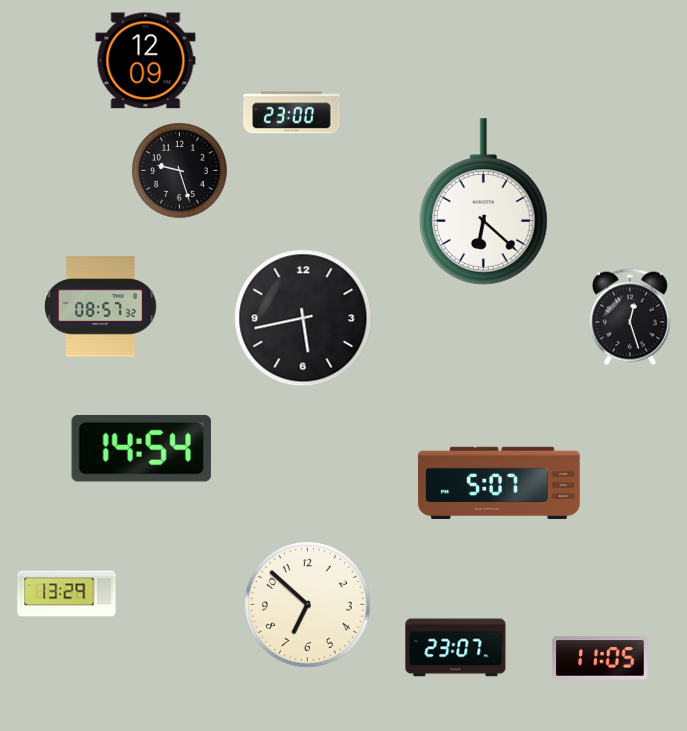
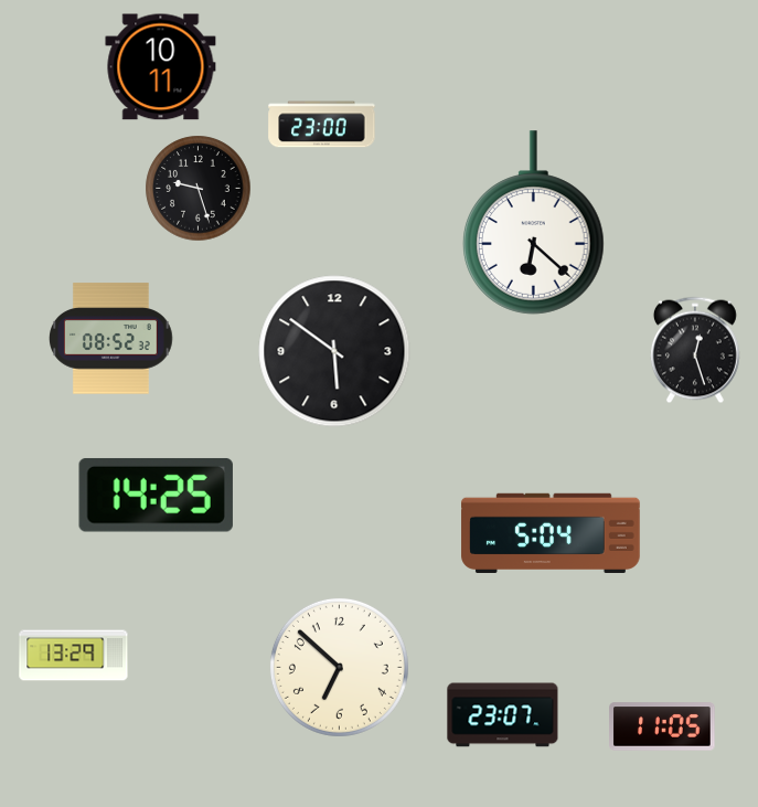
clock at (146, 61): 12:09 -> 10:11
clock at (101, 307): 08:57 -> 08:52
clock at (303, 318): 5:43 -> 5:51
clock at (141, 448): 14:54 -> 14:25
clock at (499, 482): 5:07 -> 5:04
